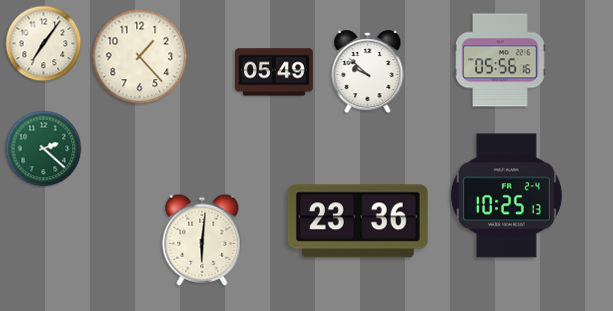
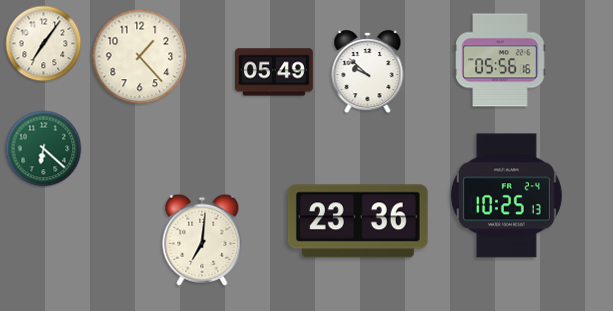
clock at (44, 149): 2:22 -> 6:22
clock at (202, 240): 6:01 -> 7:01
